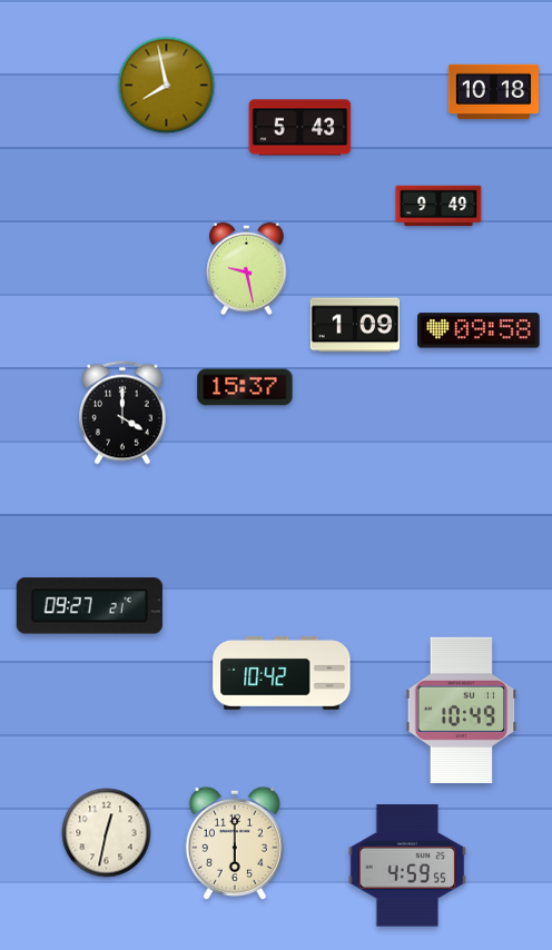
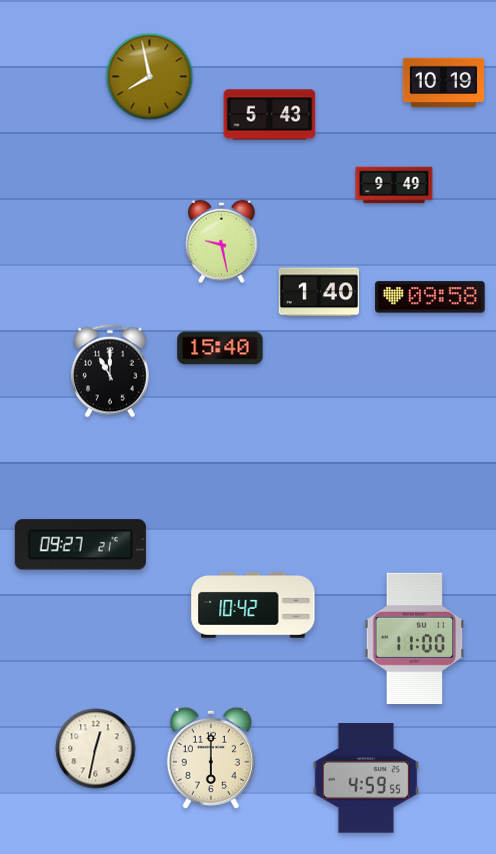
clock at (493, 92): 10:18 -> 10:19
clock at (355, 325): 1:09 -> 1:40
clock at (245, 387): 15:37 -> 15:40
clock at (124, 413): 4:00 -> 11:00
clock at (462, 710): 10:49 -> 11:00
